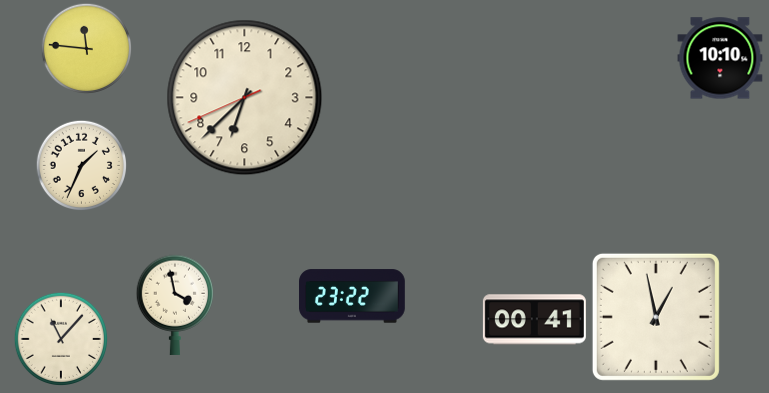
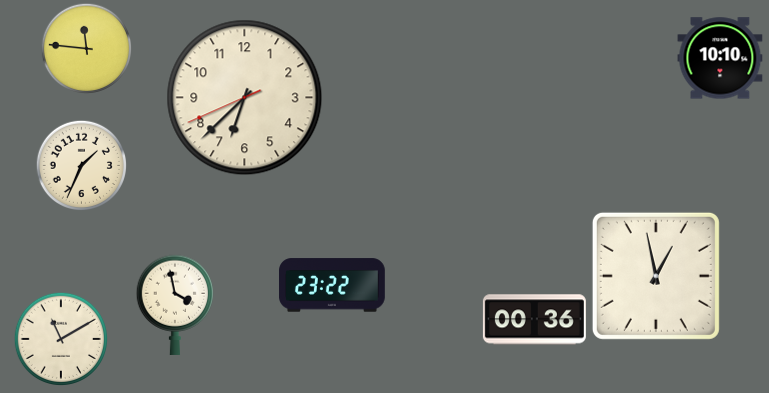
clock at (353, 296) position: (353, 296) -> (333, 285)
clock at (656, 317) position: (656, 317) -> (656, 276)
clock at (534, 320): 00:41 -> 00:36
clock at (60, 338): 11:07 -> 11:10
